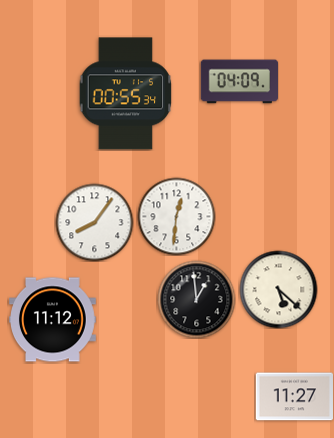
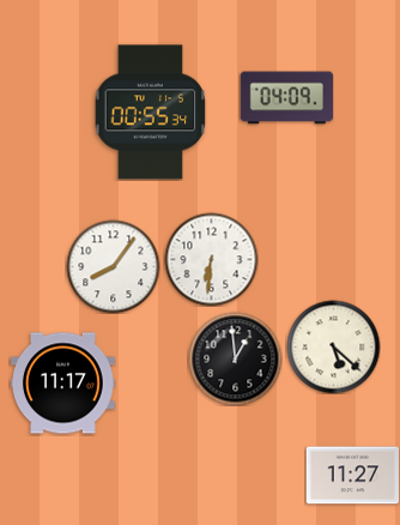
clock at (176, 216): 12:31 -> 6:31
clock at (53, 320): 11:12 -> 11:17
